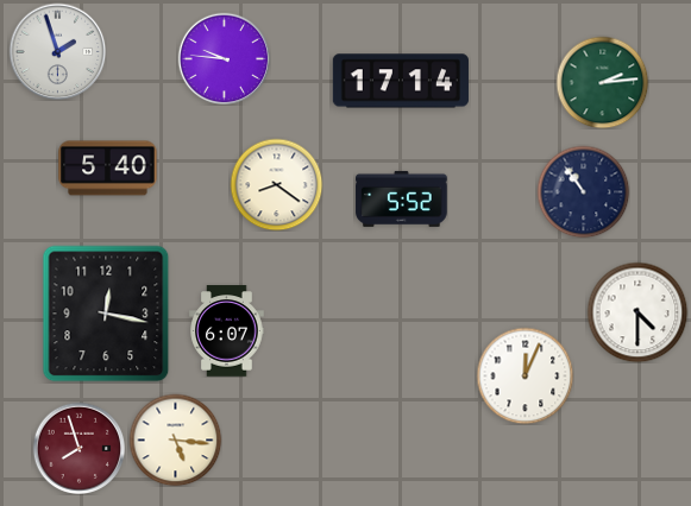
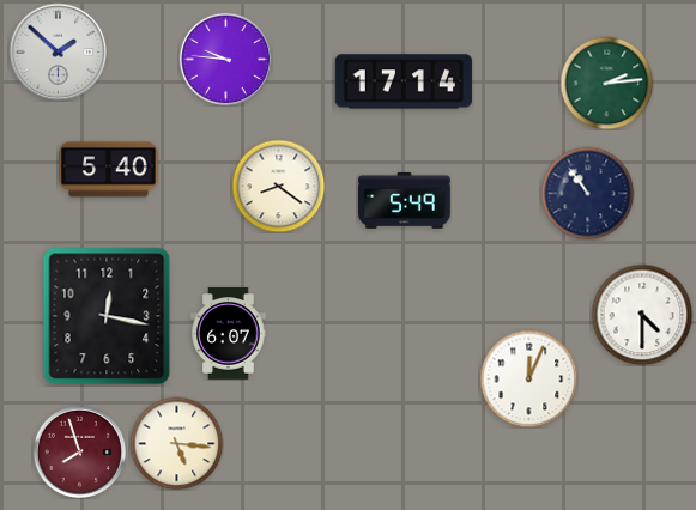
clock at (57, 51): 1:57 -> 1:52
clock at (402, 198): 5:52 -> 5:49
